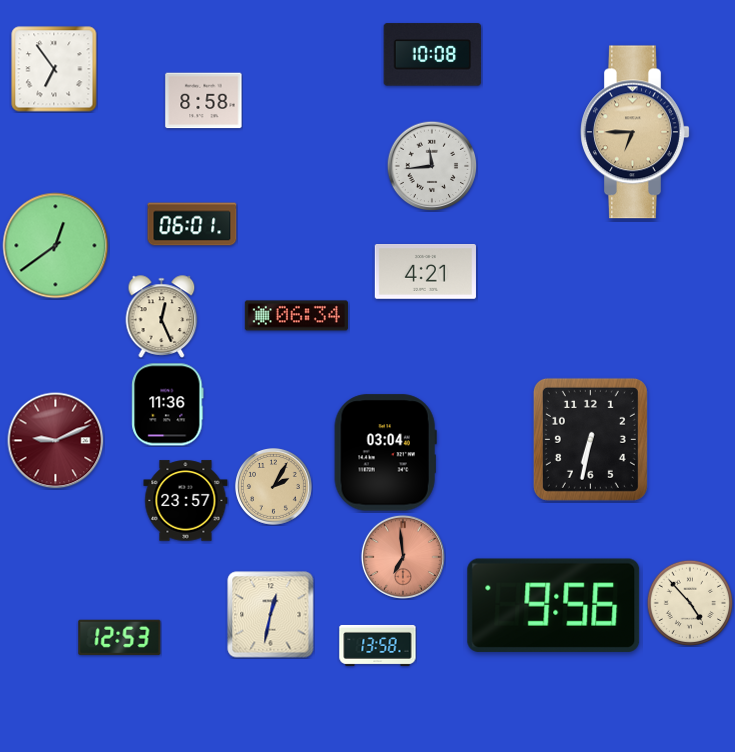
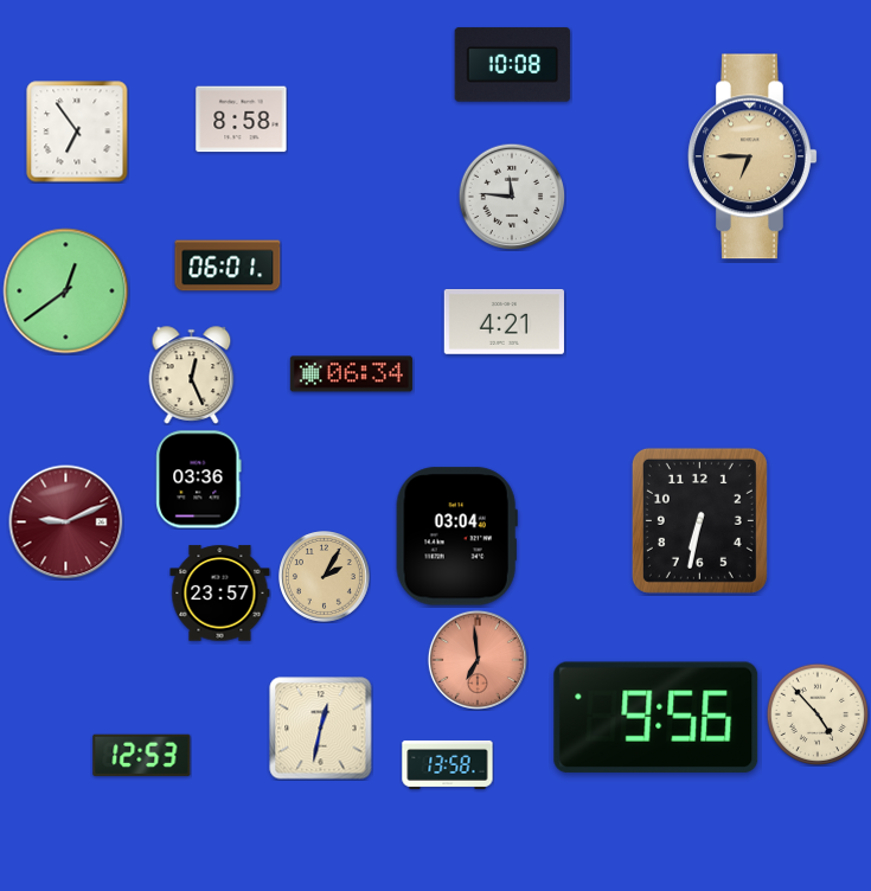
clock at (54, 69) position: (54, 69) -> (77, 132)
clock at (432, 166): 11:44 -> 11:46
clock at (168, 405): 11:36 -> 03:36
